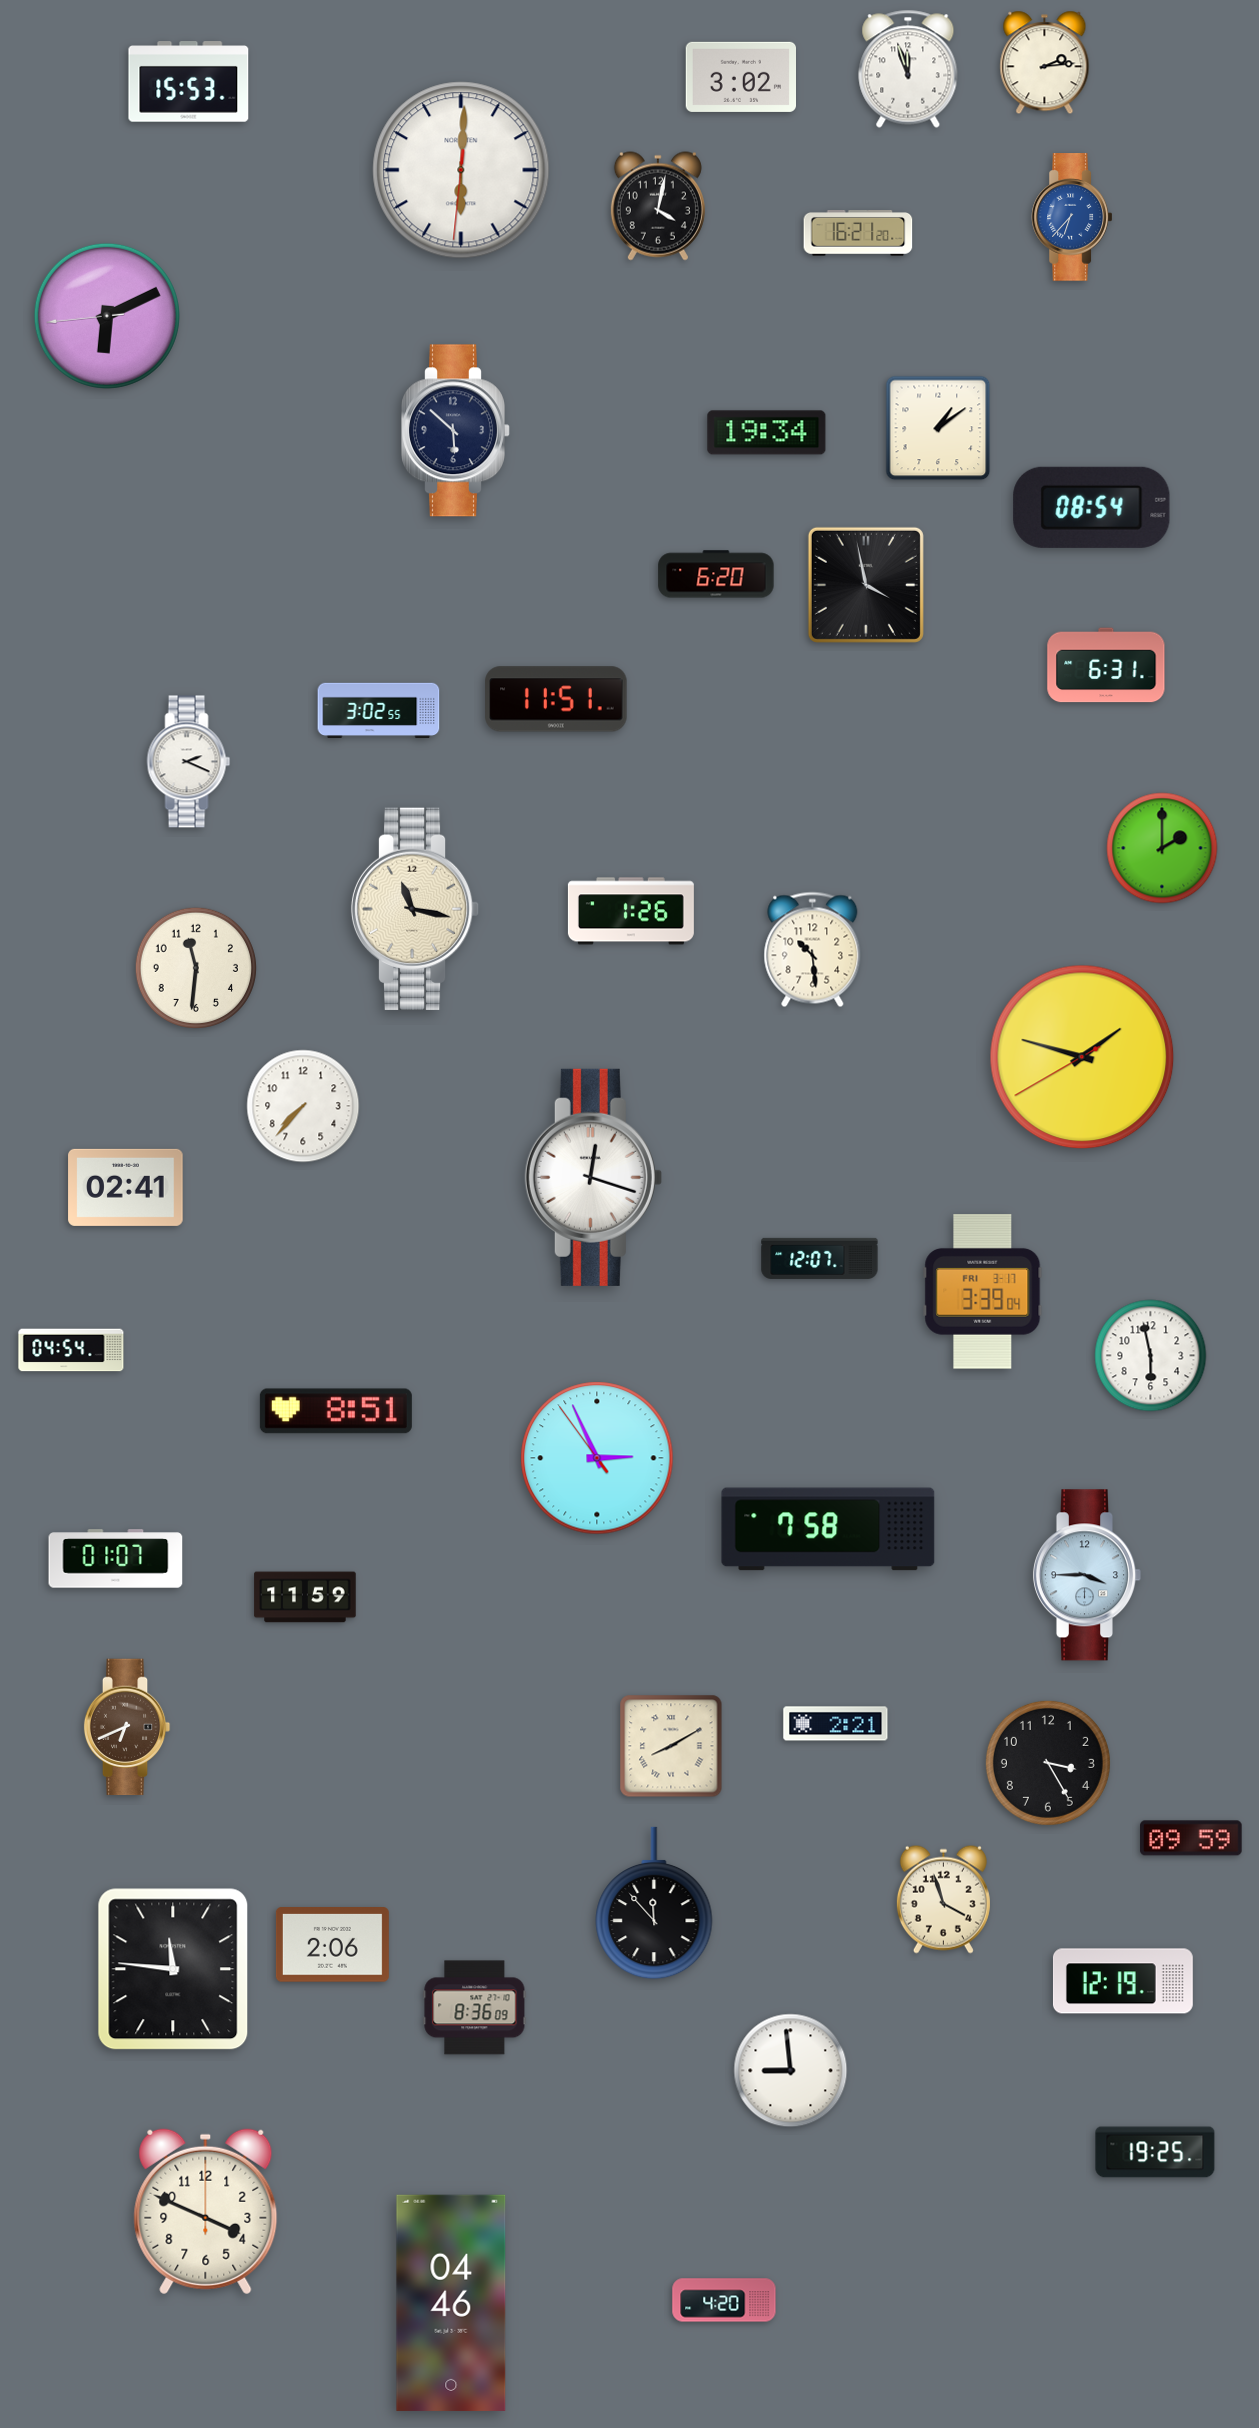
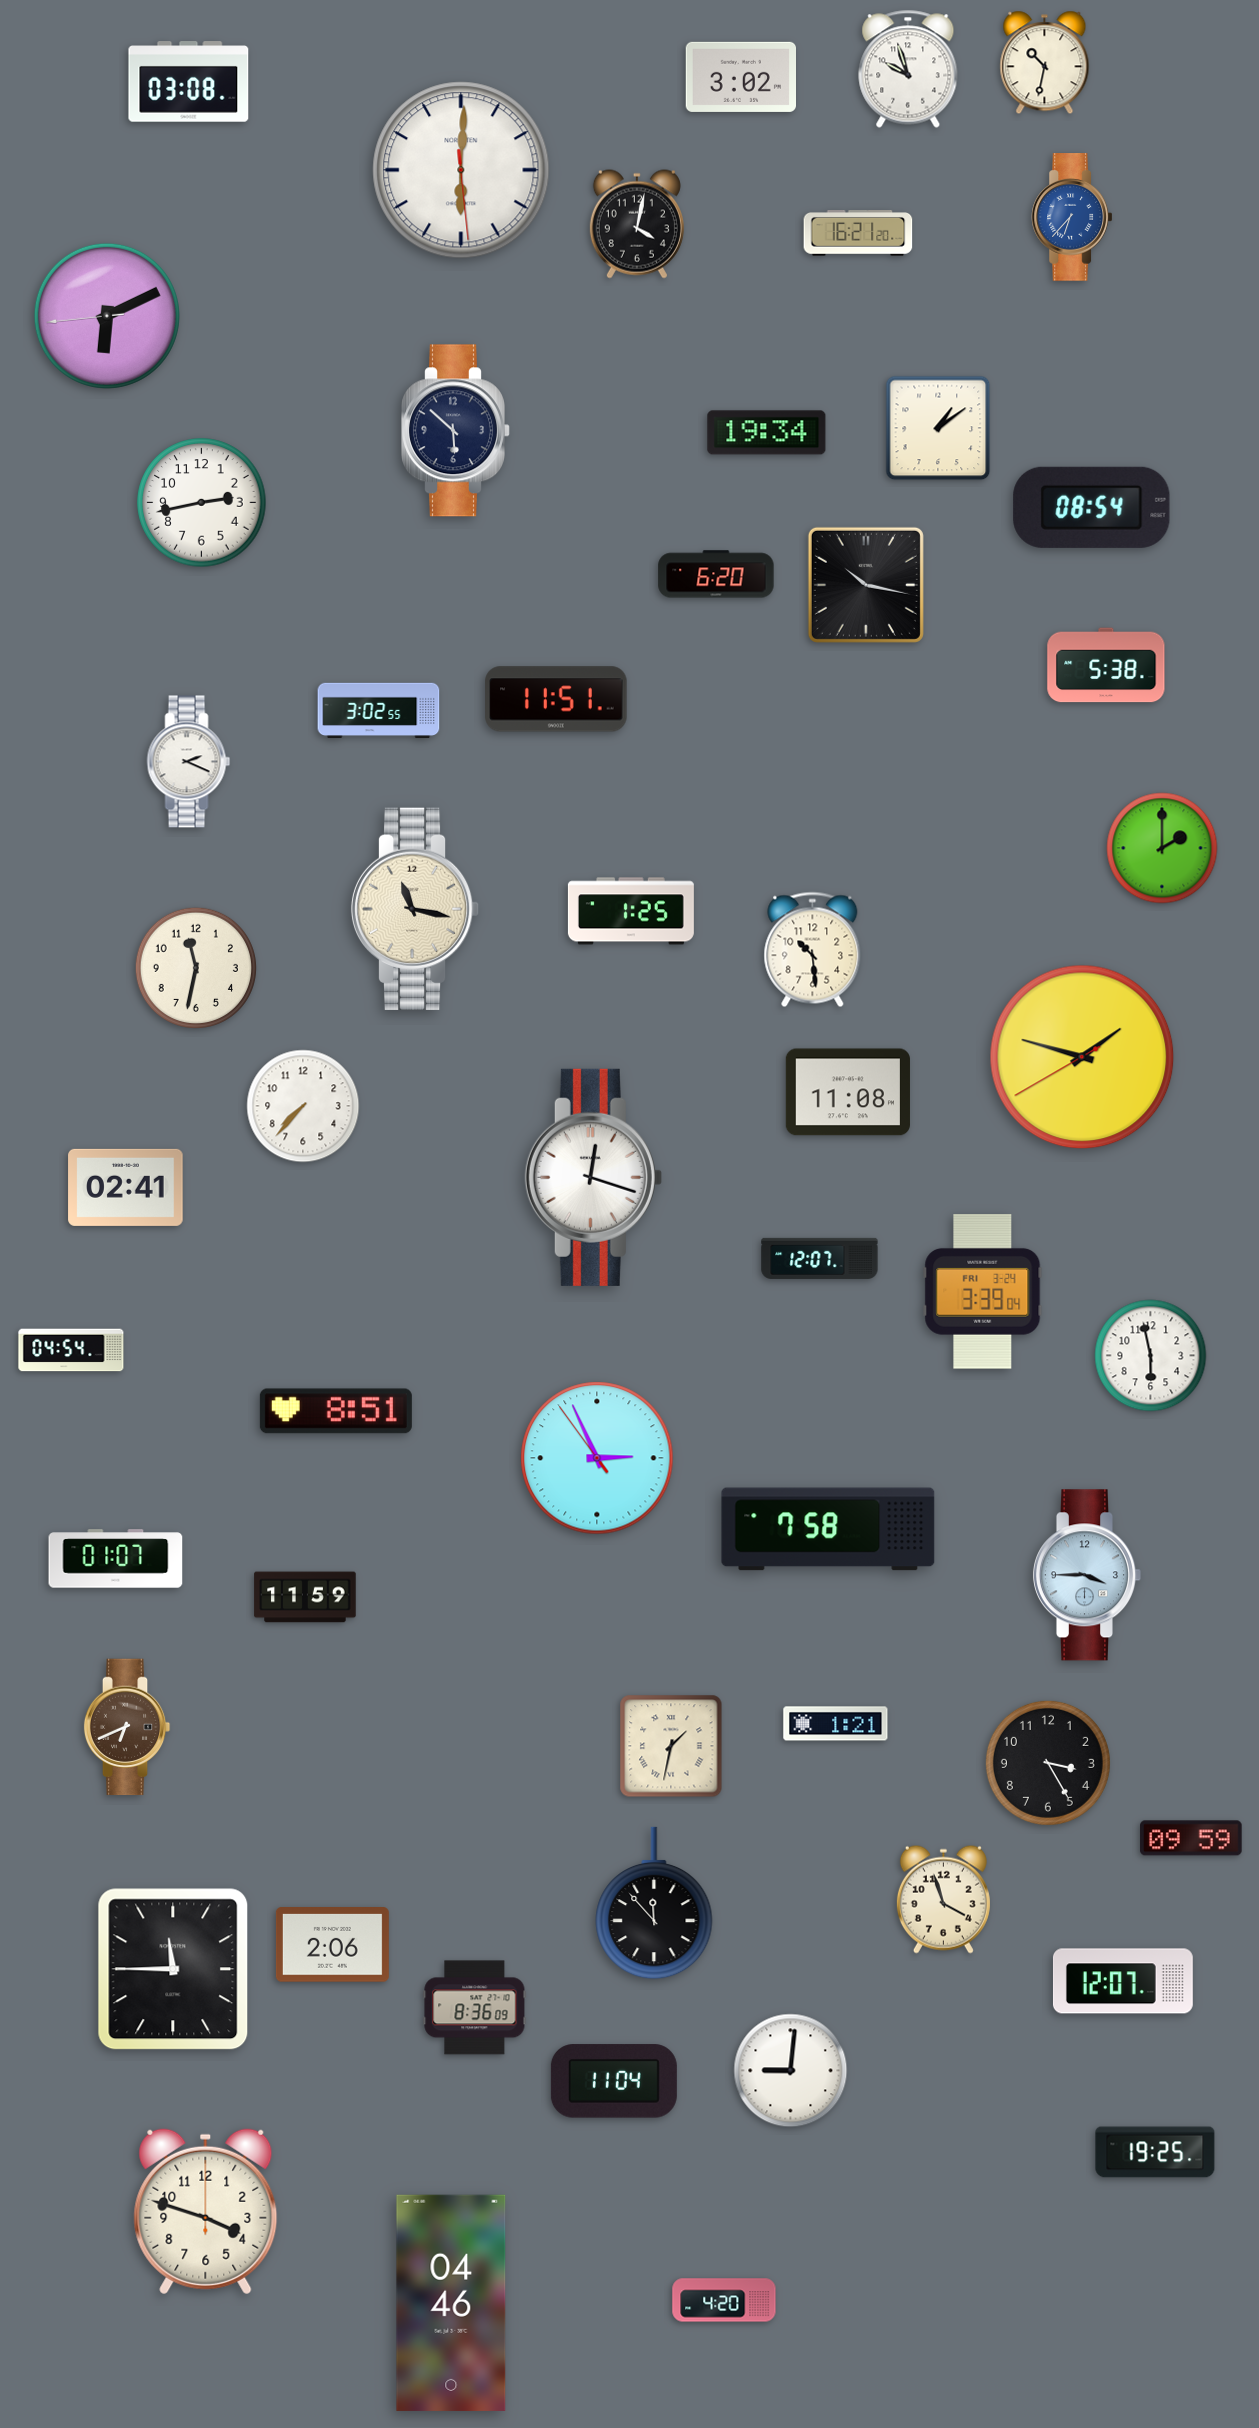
clock at (1045, 63): 2:14 -> 10:32
clock at (908, 69): 11:57 -> 9:57
clock at (189, 82): 15:53 -> 03:08
clock at (461, 170): 6:00:31 -> 6:00:29
clock at (658, 206) position: (658, 206) -> (637, 224)
clock at (202, 503): none -> 2:43
clock at (866, 585): 3:58 -> 10:17
clock at (1106, 665): 6:31 -> 5:38
clock at (631, 911): 1:26 -> 1:25
clock at (196, 968): 11:31 -> 11:32
clock at (848, 1092): none -> 11:08
clock at (983, 1292) date: FRI 3-17 -> FRI 3-24
clock at (836, 1724): 2:21 -> 1:21
clock at (671, 1746): 8:10 -> 1:32
clock at (173, 1969): 11:46 -> 11:45
clock at (1123, 1981): 12:19 -> 12:07
clock at (791, 2071): 8:59 -> 9:01
clock at (614, 2081): none -> 11:04
clock at (206, 2212): 3:49 -> 3:48
